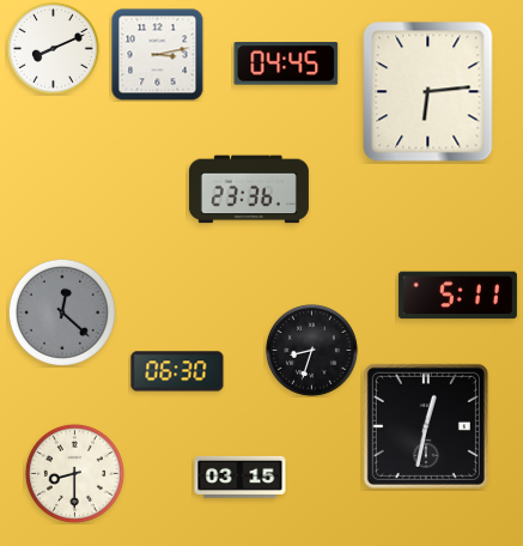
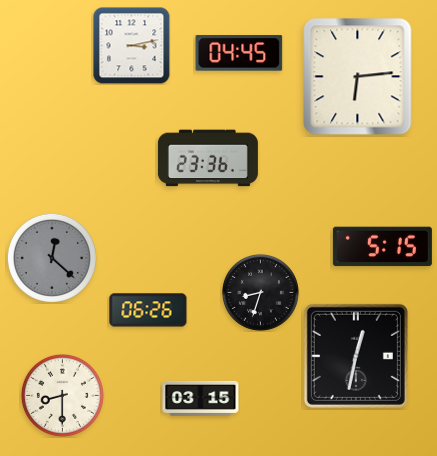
clock at (53, 48): 8:11 -> none
clock at (457, 296): 5:11 -> 5:15
clock at (62, 313) position: (62, 313) -> (52, 258)
clock at (177, 371): 06:30 -> 06:26
